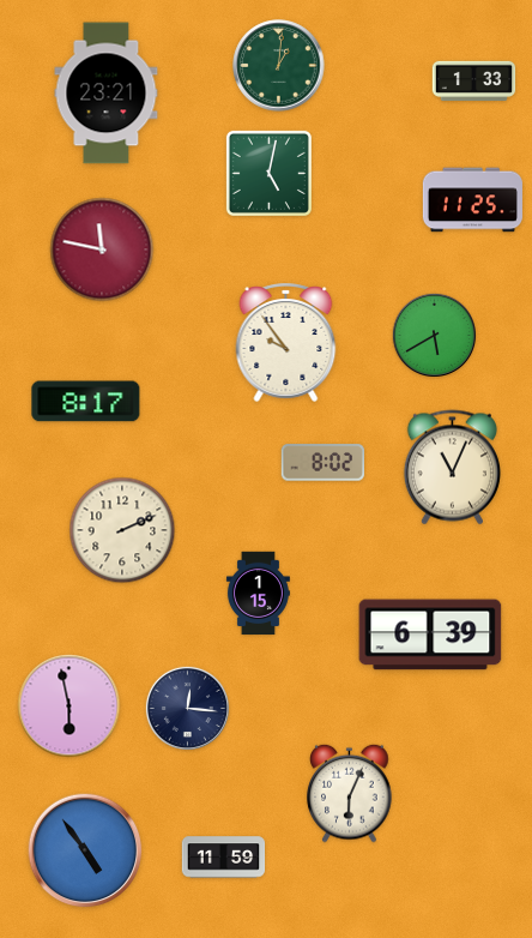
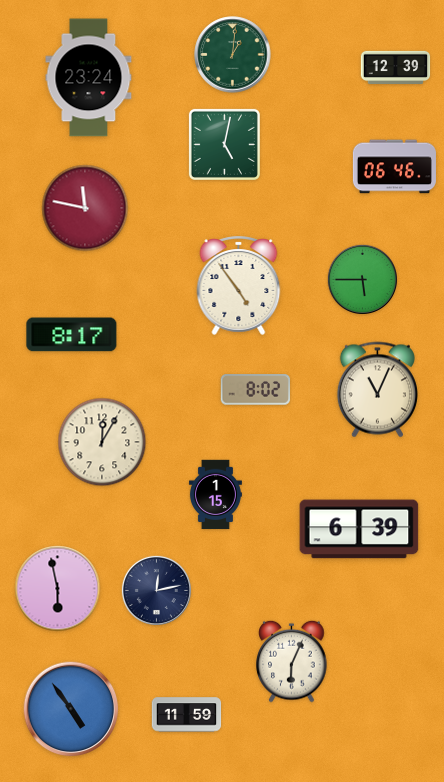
clock at (474, 80): 1:33 -> 12:39
clock at (107, 94): 23:21 -> 23:24
clock at (472, 200): 11:25 -> 06:46
clock at (434, 335): 5:40 -> 5:45
clock at (286, 342): 9:54 -> 4:54
clock at (322, 463) position: (322, 463) -> (255, 390)
clock at (122, 530): 2:11 -> 12:05
clock at (187, 708): 12:16 -> 12:13
